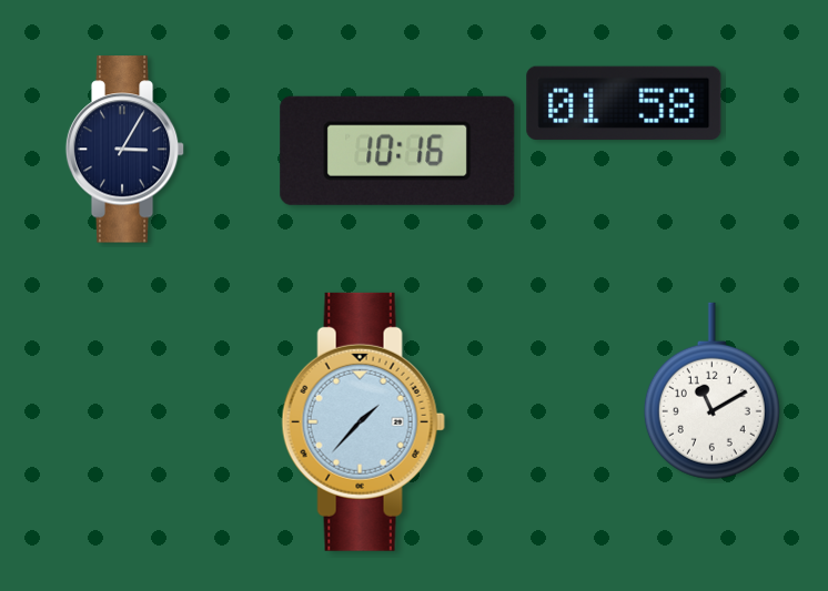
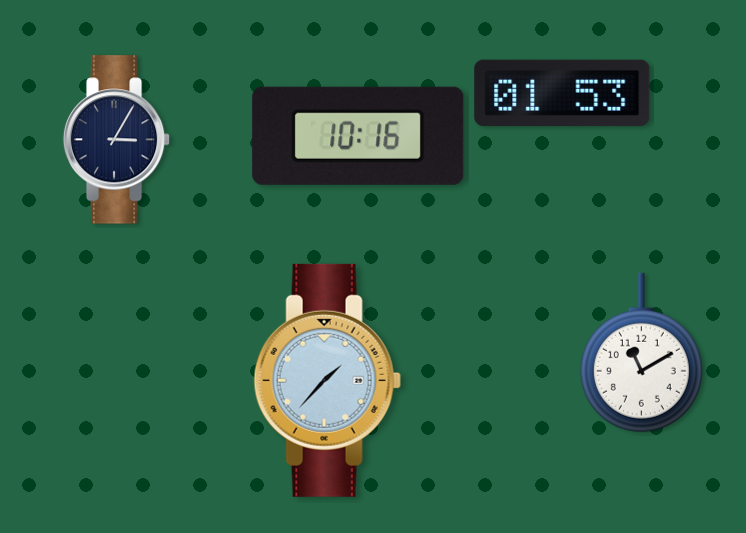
clock at (624, 103): 01:58 -> 01:53
clock at (125, 150) position: (125, 150) -> (117, 140)
